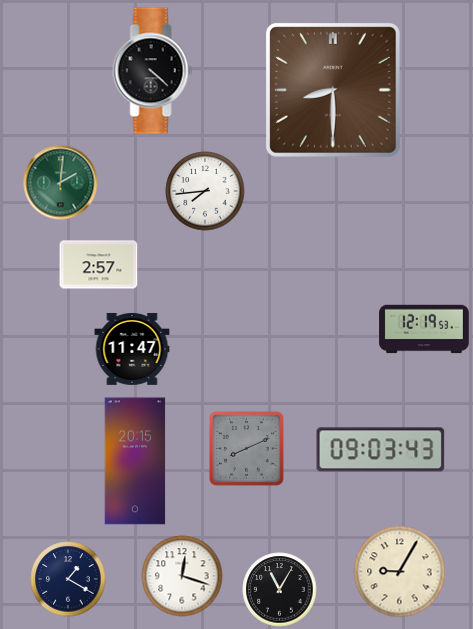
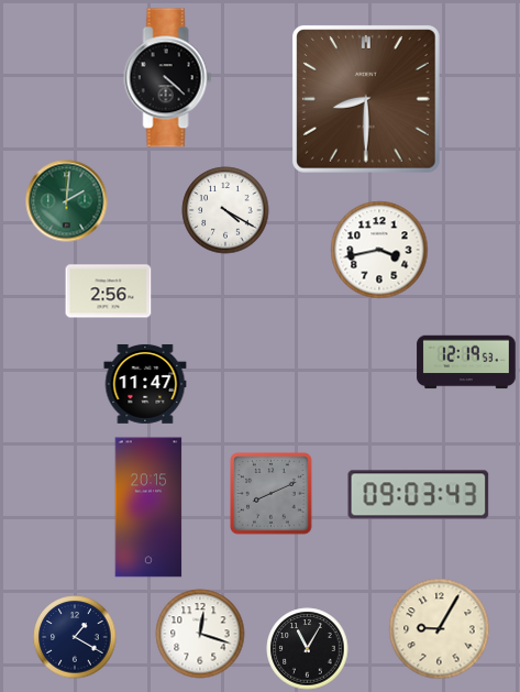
clock at (205, 191): 7:44 -> 4:20
clock at (379, 250): none -> 3:43
clock at (99, 265): 2:57 -> 2:56
